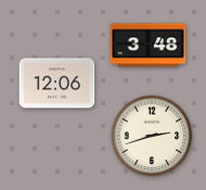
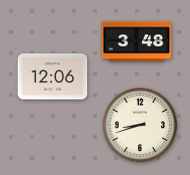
clock at (152, 136): 2:42 -> 8:42
